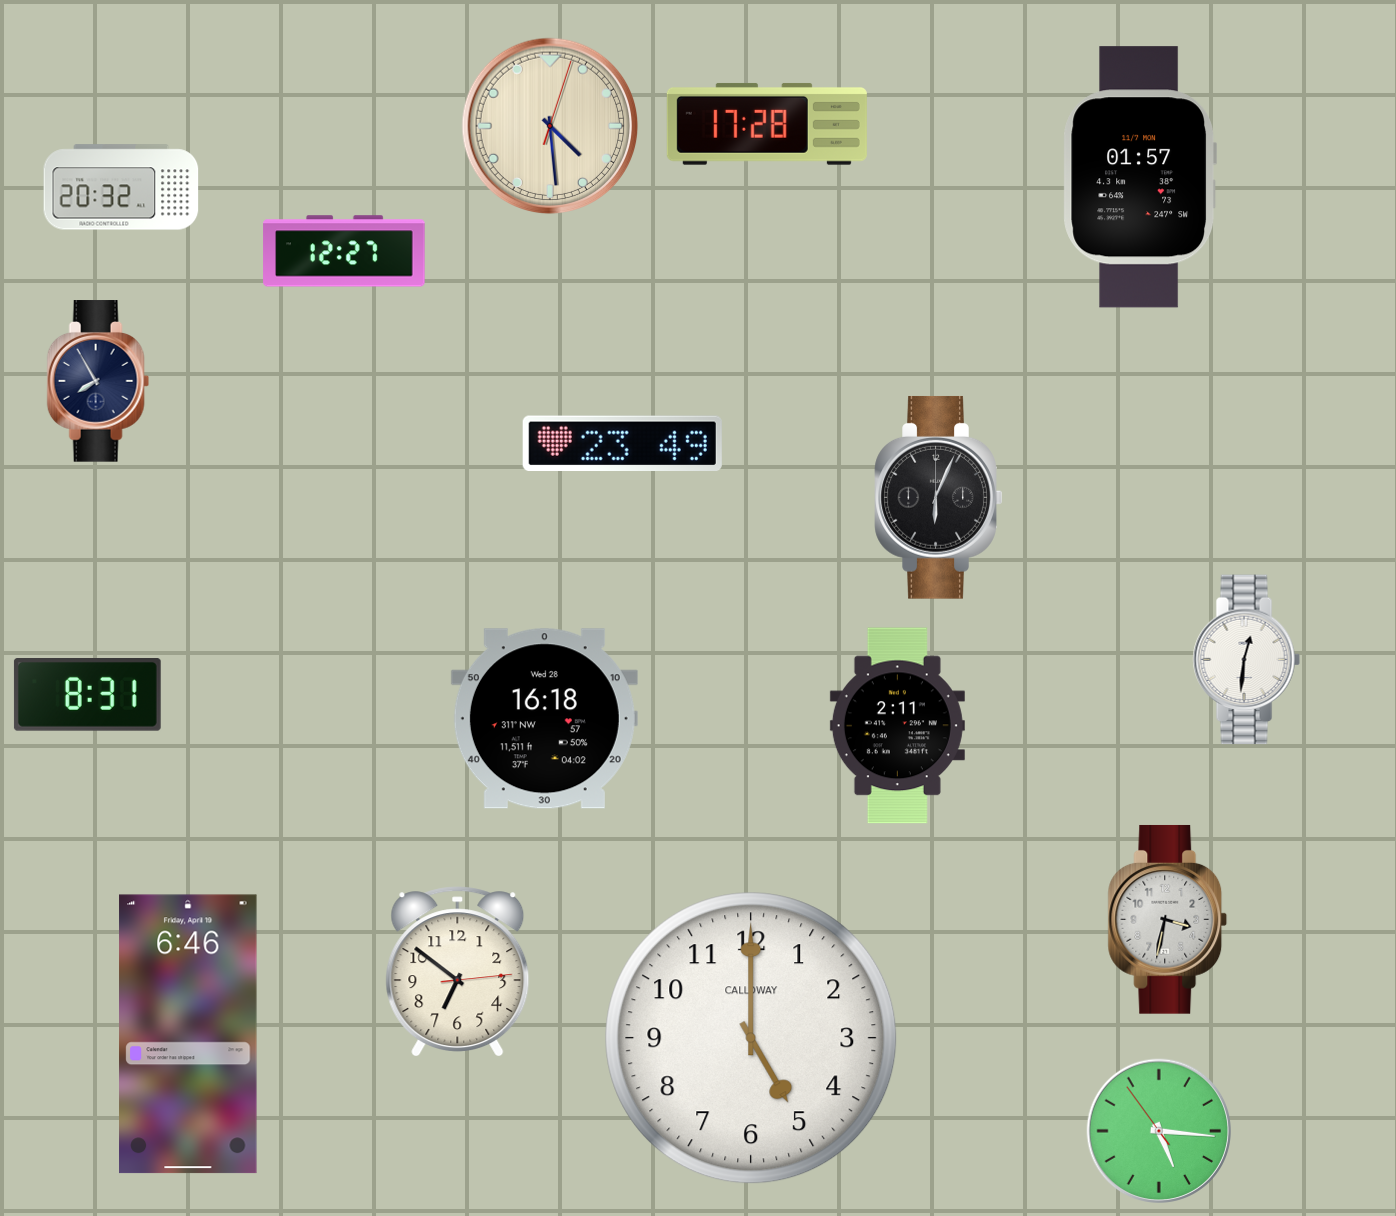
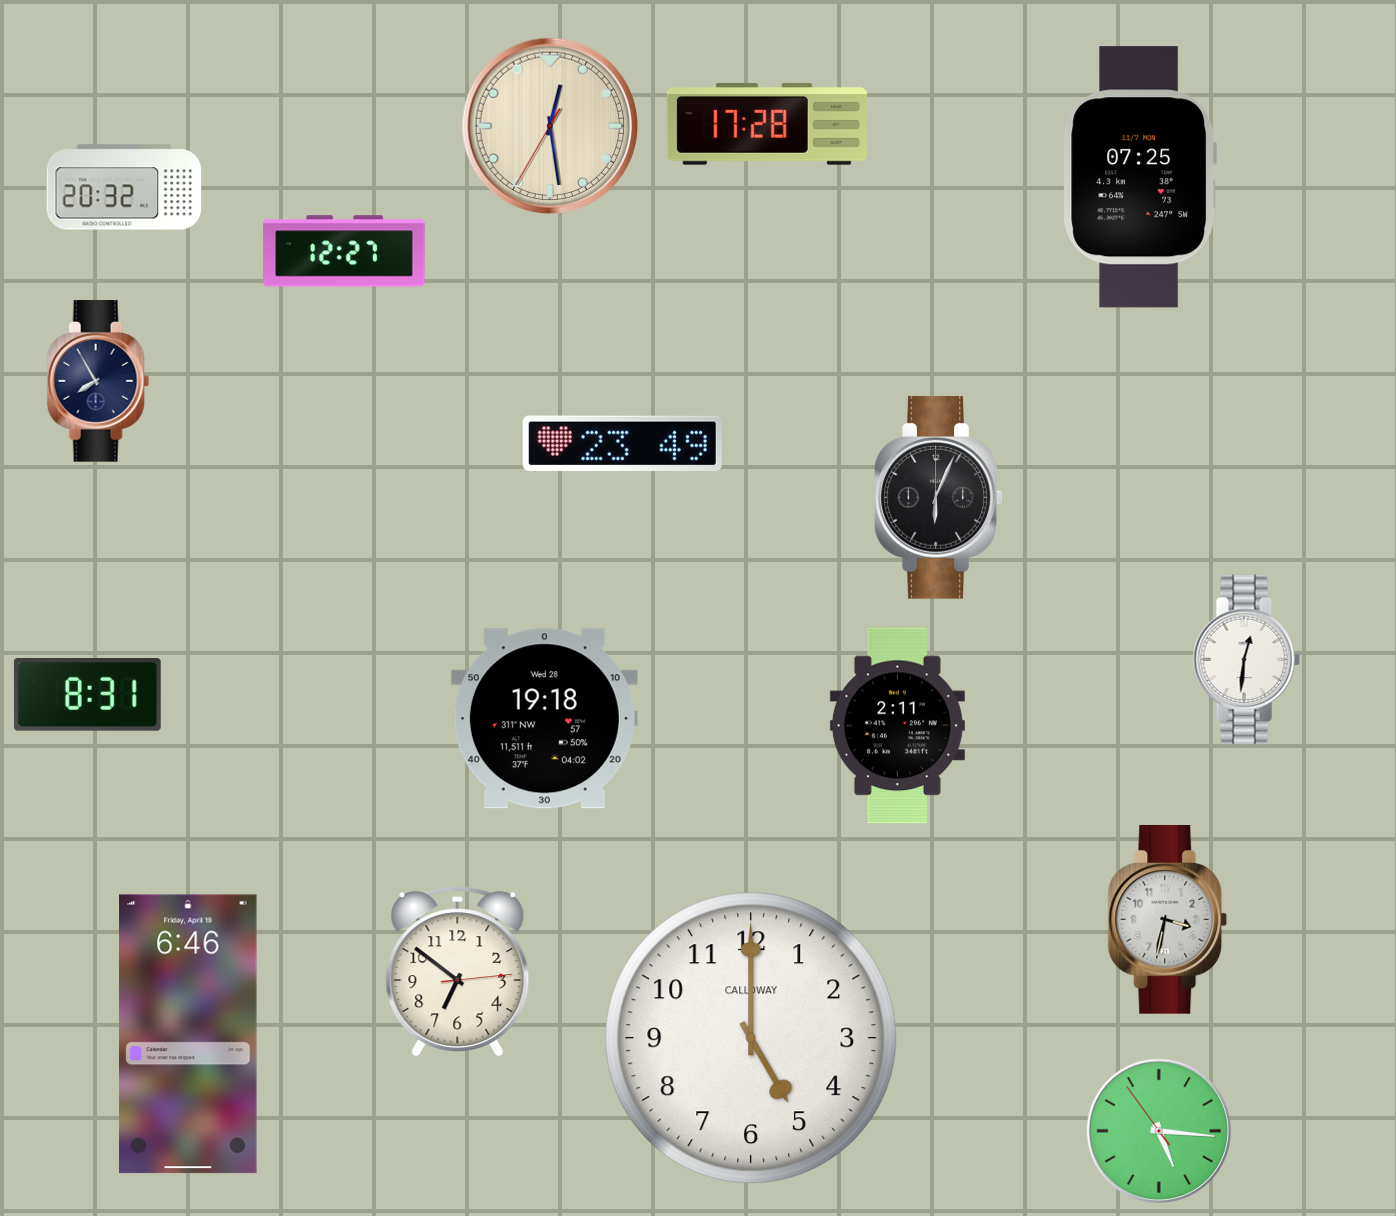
clock at (550, 126): 4:29 -> 12:28
clock at (1139, 177): 01:57 -> 07:25
clock at (121, 187) position: (121, 187) -> (124, 187)
clock at (544, 719): 16:18 -> 19:18
